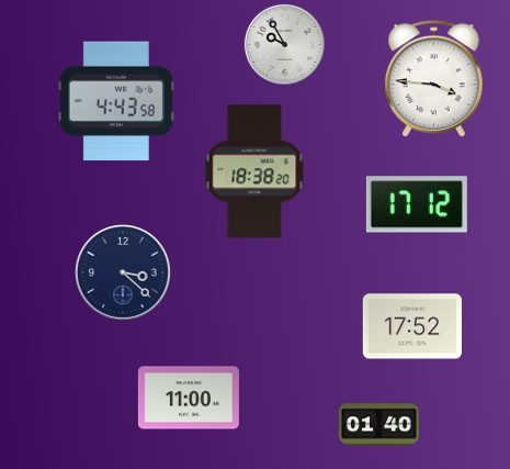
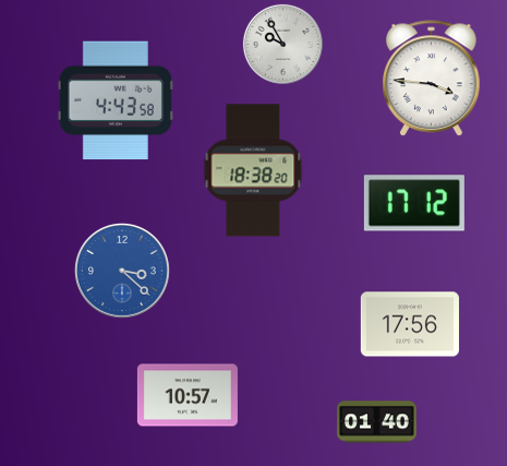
clock at (123, 272) dial: navy -> blue
clock at (412, 326): 17:52 -> 17:56
clock at (189, 398): 11:00 -> 10:57
